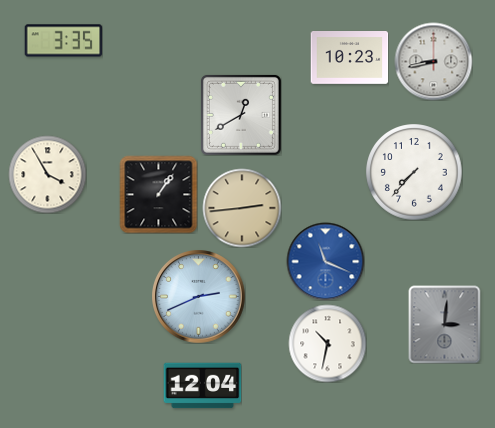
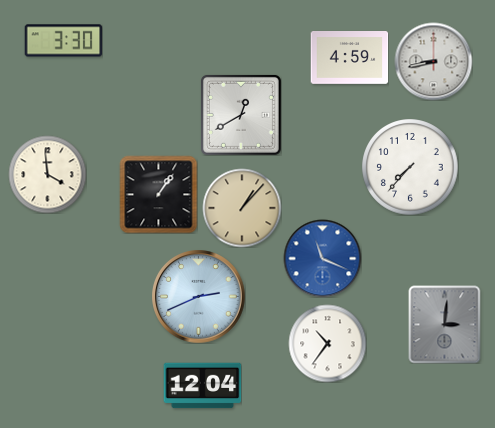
clock at (63, 41): 3:35 -> 3:30
clock at (349, 58): 10:23 -> 4:59
clock at (414, 172) position: (414, 172) -> (410, 167)
clock at (47, 174): 3:55 -> 3:59
clock at (242, 208): 2:44 -> 1:07
clock at (325, 261) position: (325, 261) -> (322, 258)
clock at (327, 343): 10:32 -> 10:36
